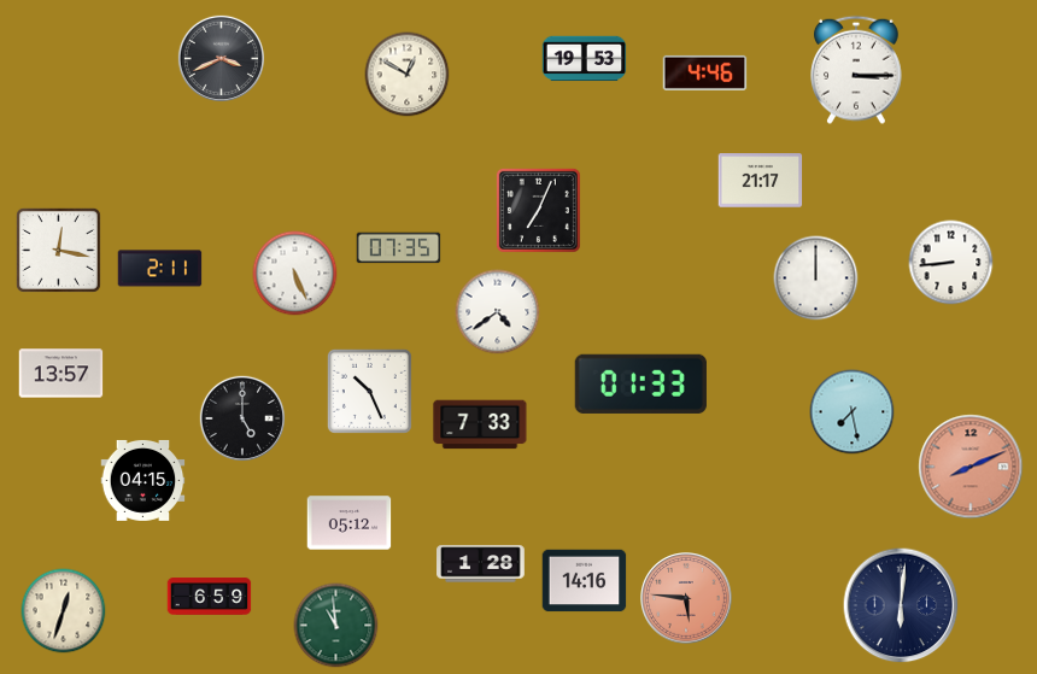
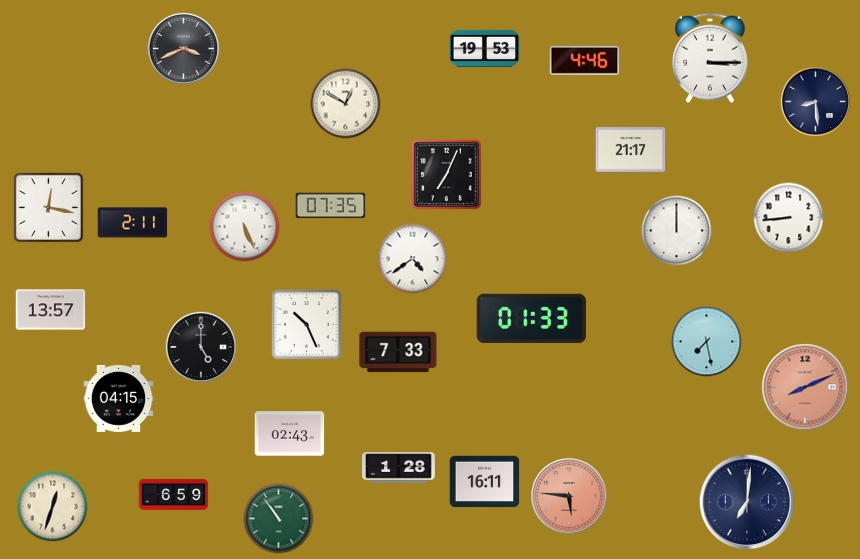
clock at (408, 75) position: (408, 75) -> (346, 104)
clock at (816, 102): none -> 8:29
clock at (350, 523): 05:12 -> 02:43
clock at (585, 581): 14:16 -> 16:11
clock at (901, 605): 6:01 -> 7:01
clock at (336, 626): 10:59 -> 10:54
